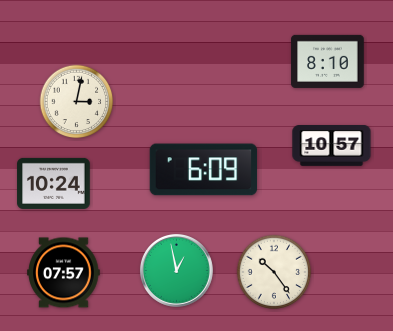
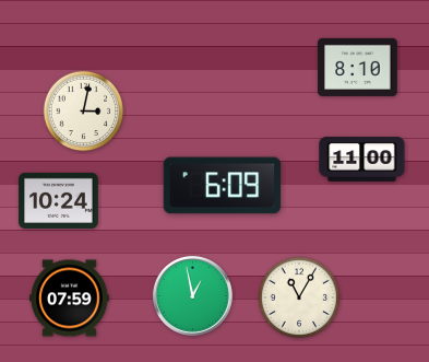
clock at (332, 146): 10:57 -> 11:00
clock at (274, 272): 10:24 -> 11:05
clock at (64, 273): 07:57 -> 07:59
